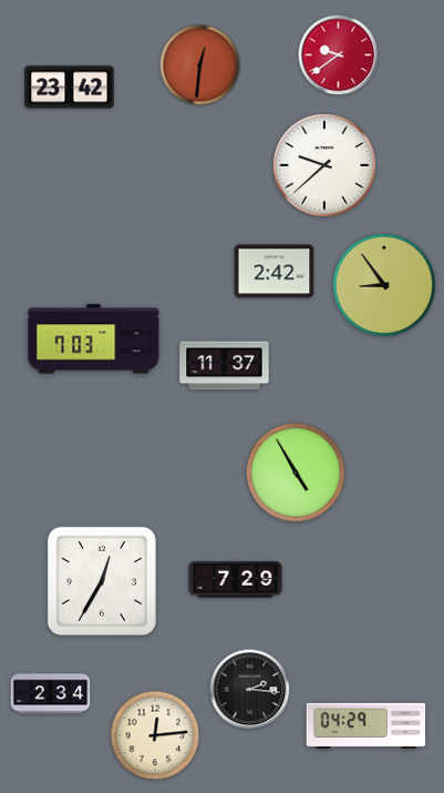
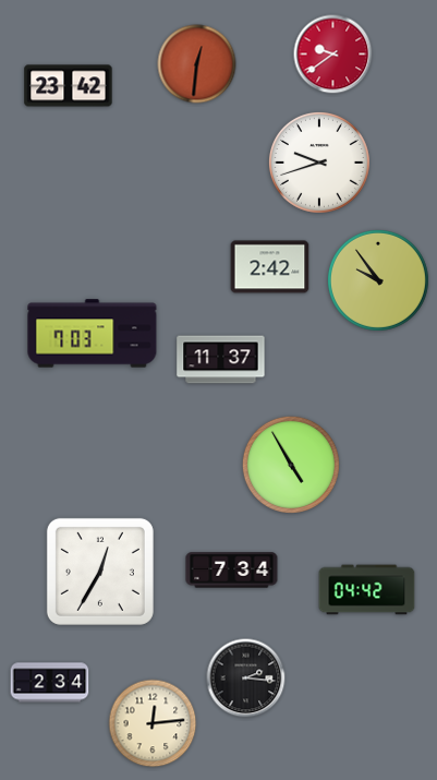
clock at (324, 165): 9:38 -> 9:42
clock at (384, 285): 8:54 -> 9:54
clock at (236, 580): 7:29 -> 7:34
clock at (367, 590): none -> 04:42
clock at (366, 725): 04:29 -> none
